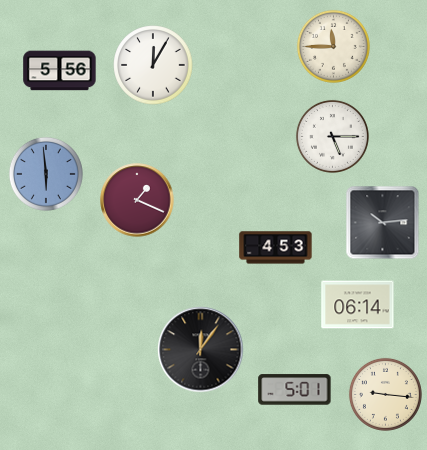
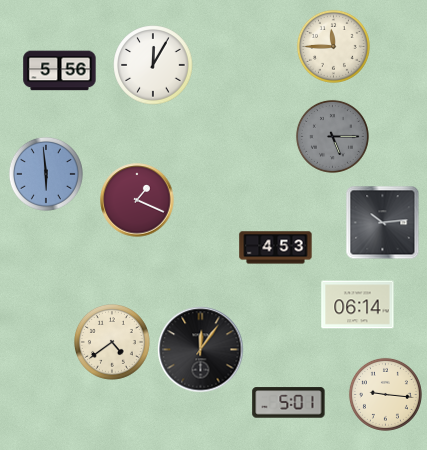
clock at (332, 136) dial: white -> grey
clock at (113, 343): none -> 4:39
clock at (295, 390) position: (295, 390) -> (289, 403)
